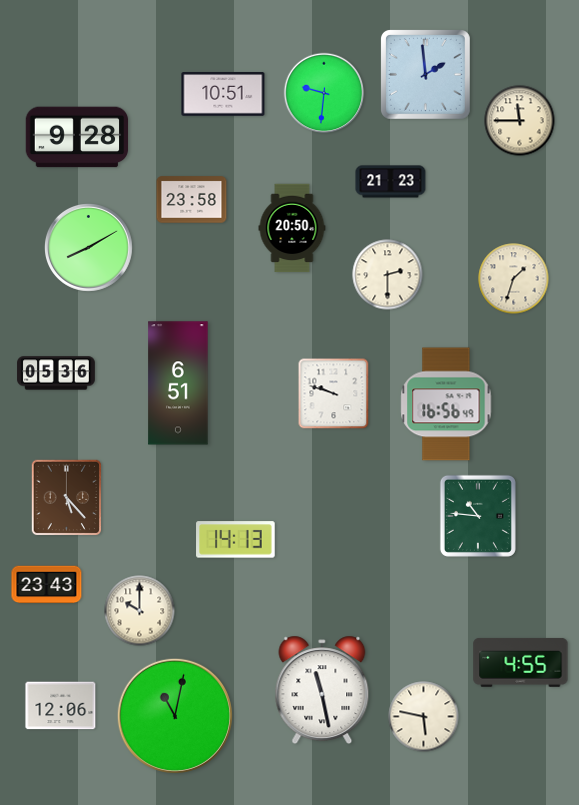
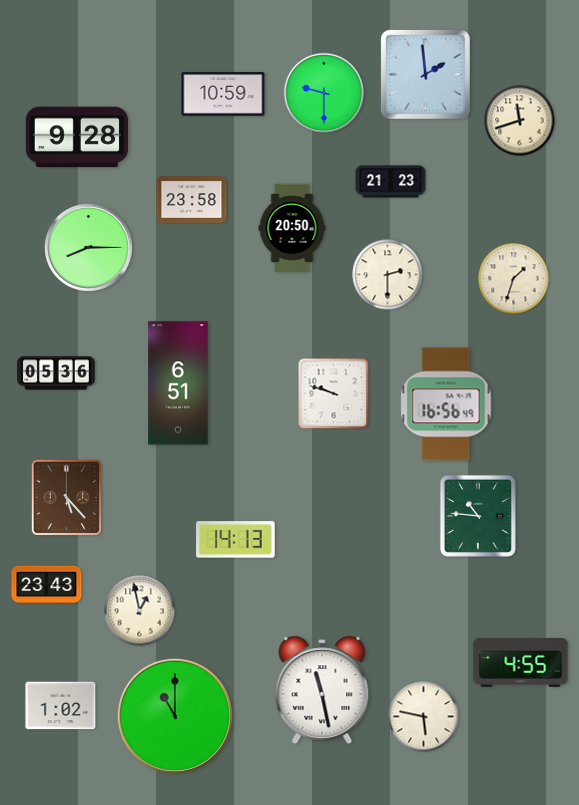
clock at (324, 93): 9:31 -> 9:30
clock at (223, 95): 10:51 -> 10:59
clock at (520, 121): 11:45 -> 11:42
clock at (89, 248): 8:10 -> 8:15
clock at (140, 611): 10:00 -> 12:58
clock at (61, 706): 12:06 -> 1:02
clock at (174, 715): 11:02 -> 11:00
